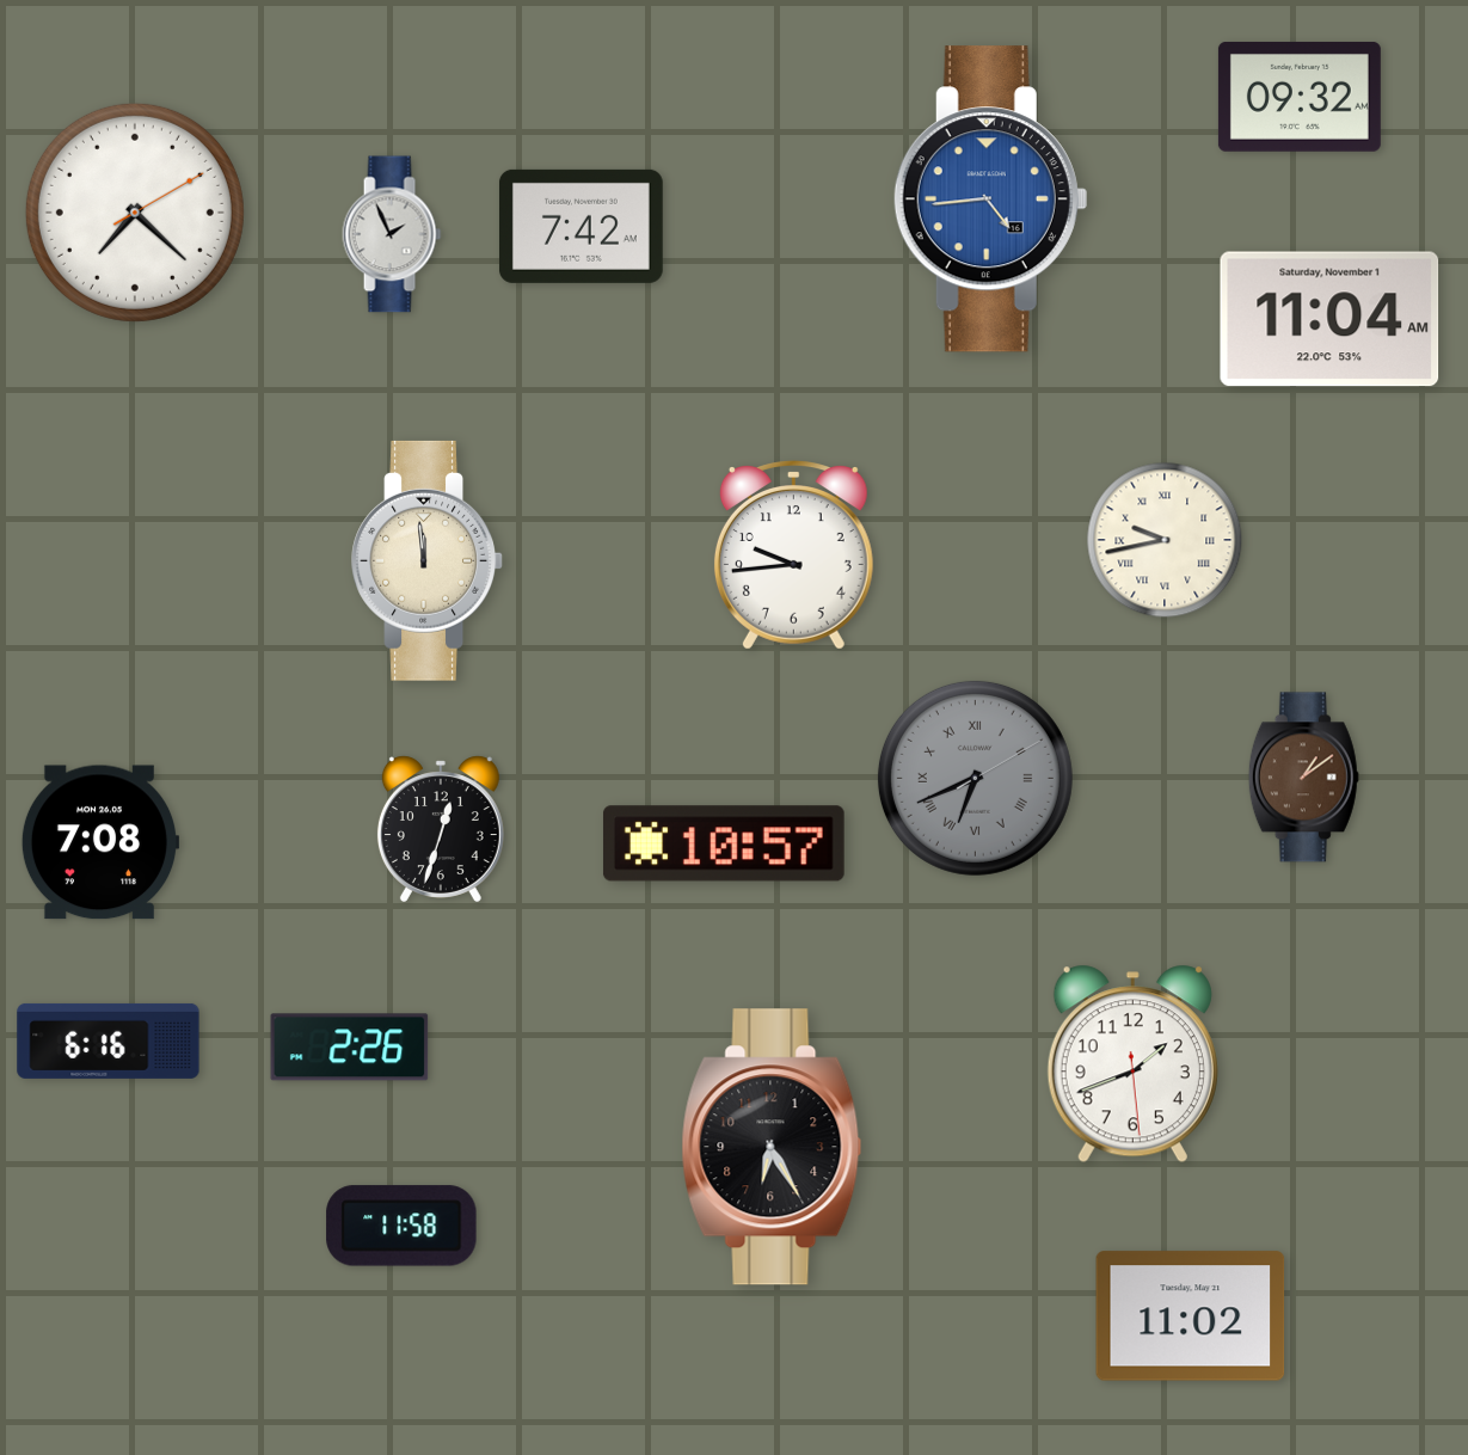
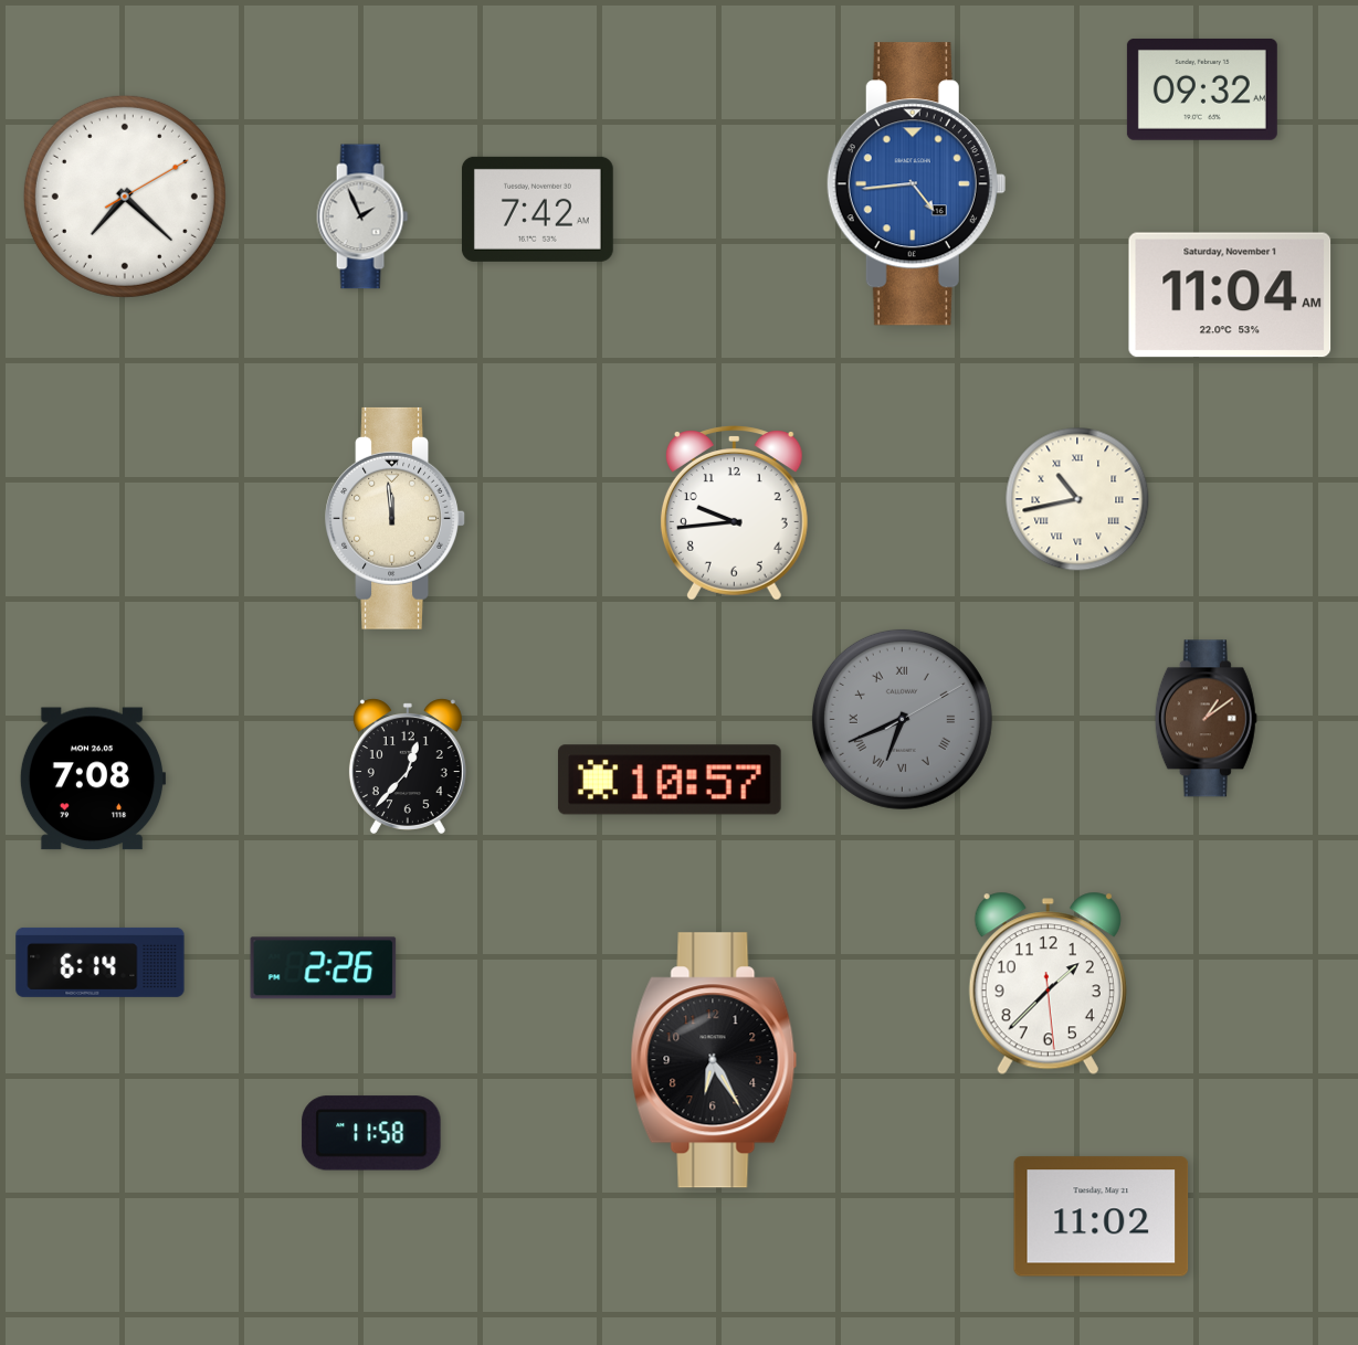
clock at (1165, 540): 9:43 -> 10:43
clock at (441, 829): 12:33 -> 12:37
clock at (109, 1040): 6:16 -> 6:14
clock at (1132, 1064): 1:41 -> 1:37
